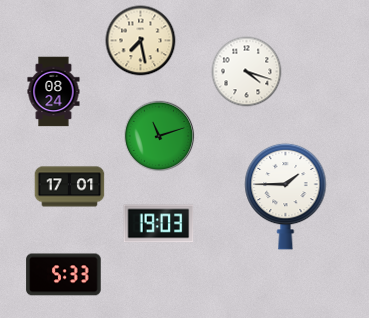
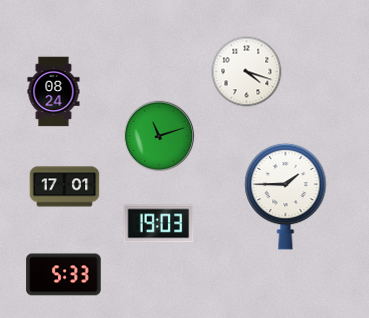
clock at (141, 41): 7:28 -> none
clock at (70, 187) position: (70, 187) -> (65, 187)
